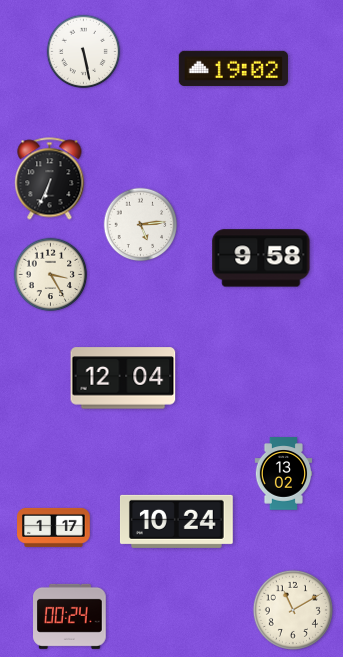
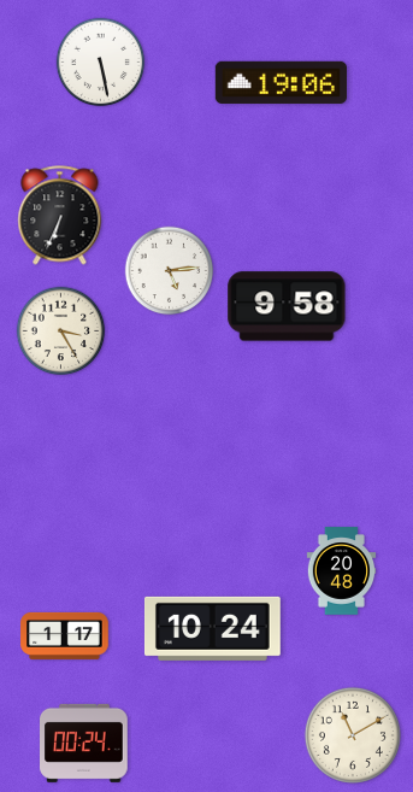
clock at (233, 68): 19:02 -> 19:06
clock at (261, 258) position: (261, 258) -> (287, 306)
clock at (123, 378): 12:04 -> none
clock at (284, 474): 13:02 -> 20:48
